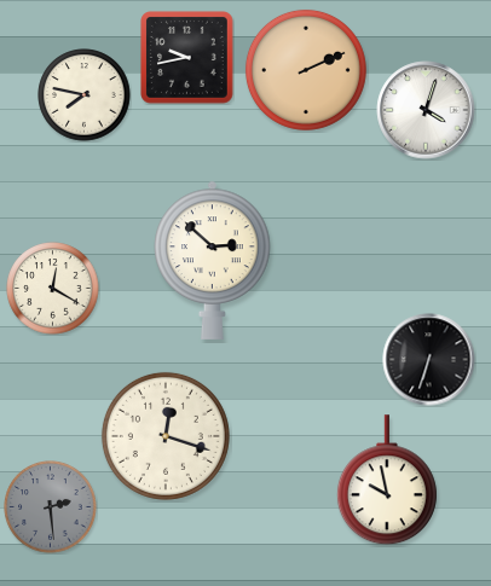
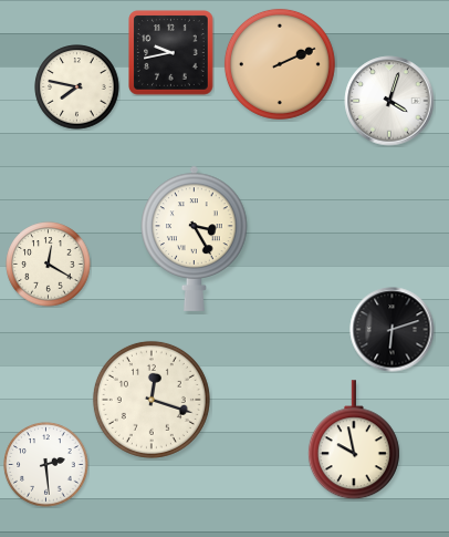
clock at (213, 260): 2:52 -> 3:25
clock at (429, 360): 6:33 -> 6:12
clock at (51, 507) dial: grey -> white
